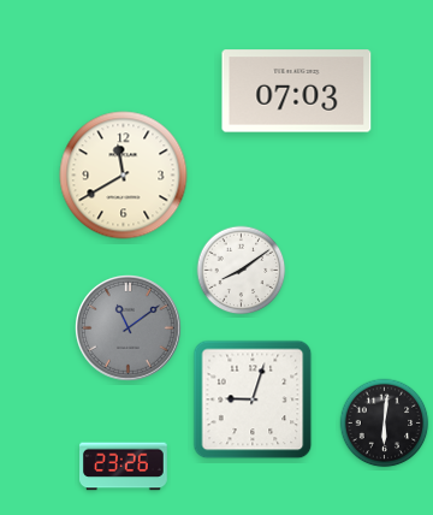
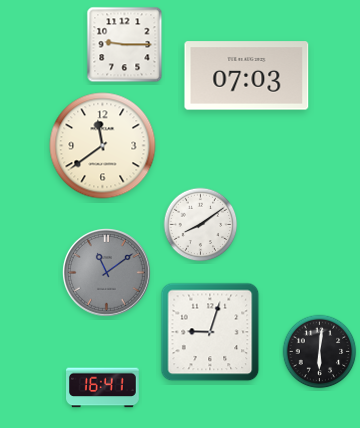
clock at (125, 45): none -> 9:15
clock at (124, 176): 11:40 -> 11:39
clock at (124, 467): 23:26 -> 16:41
